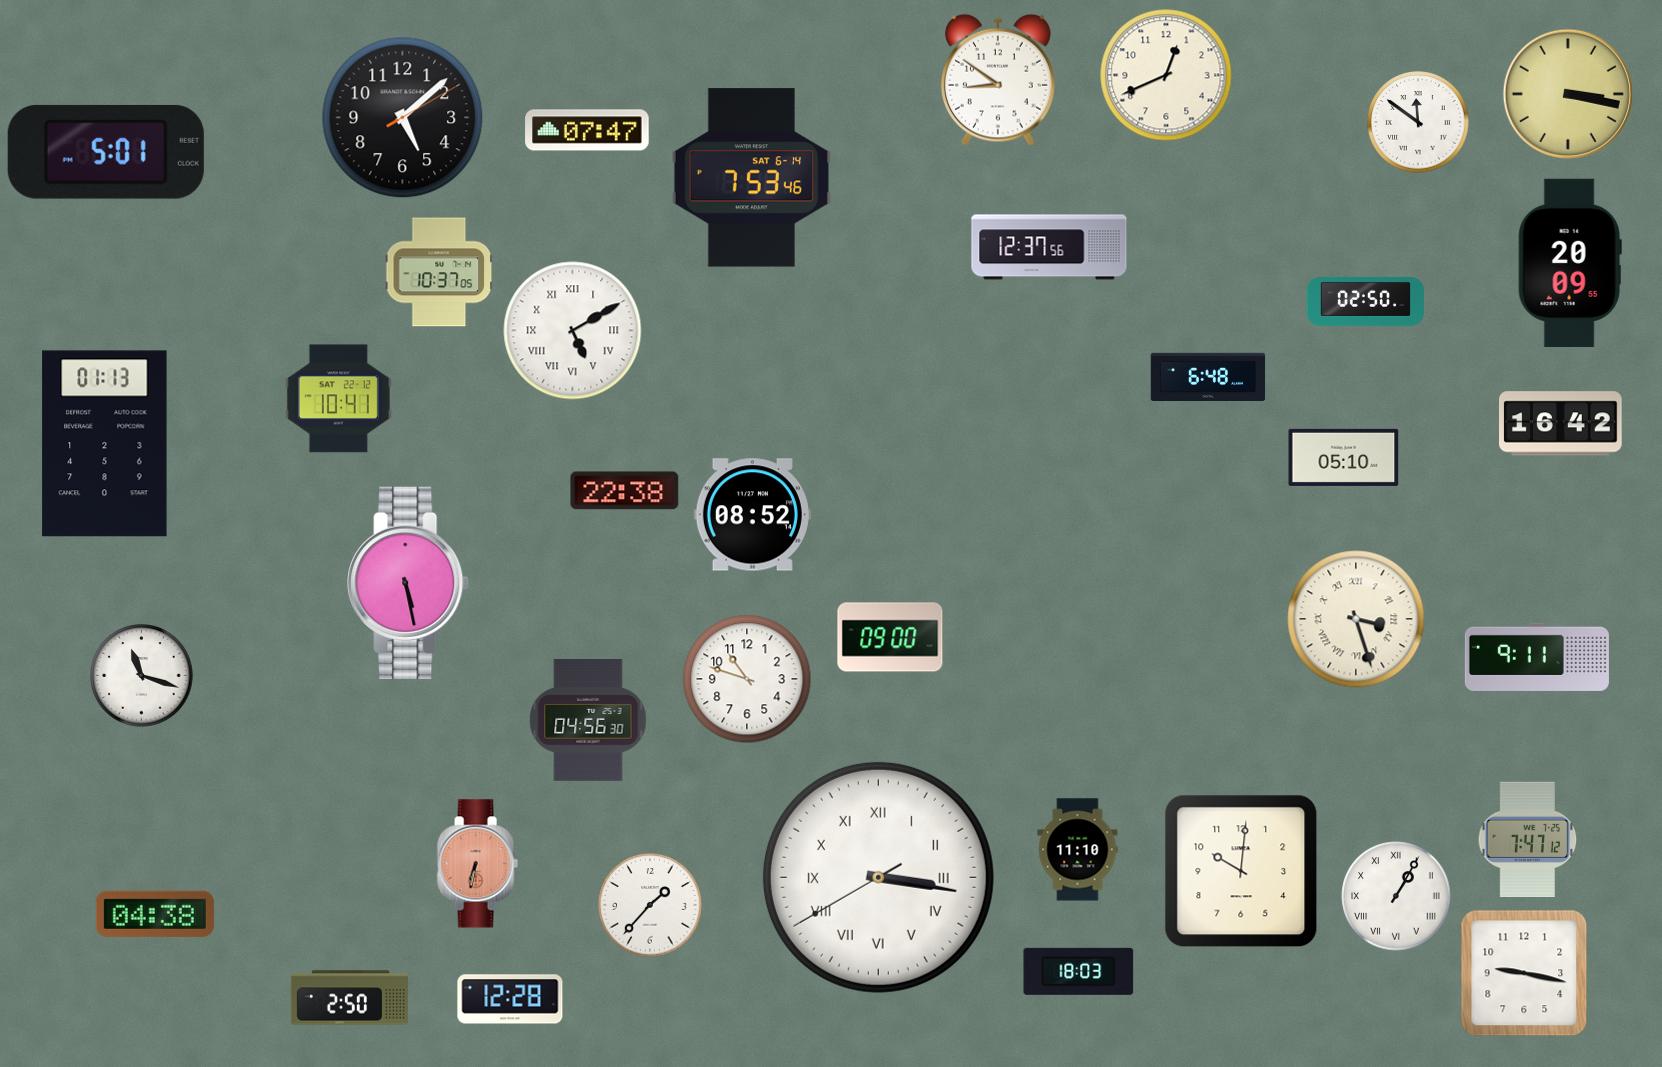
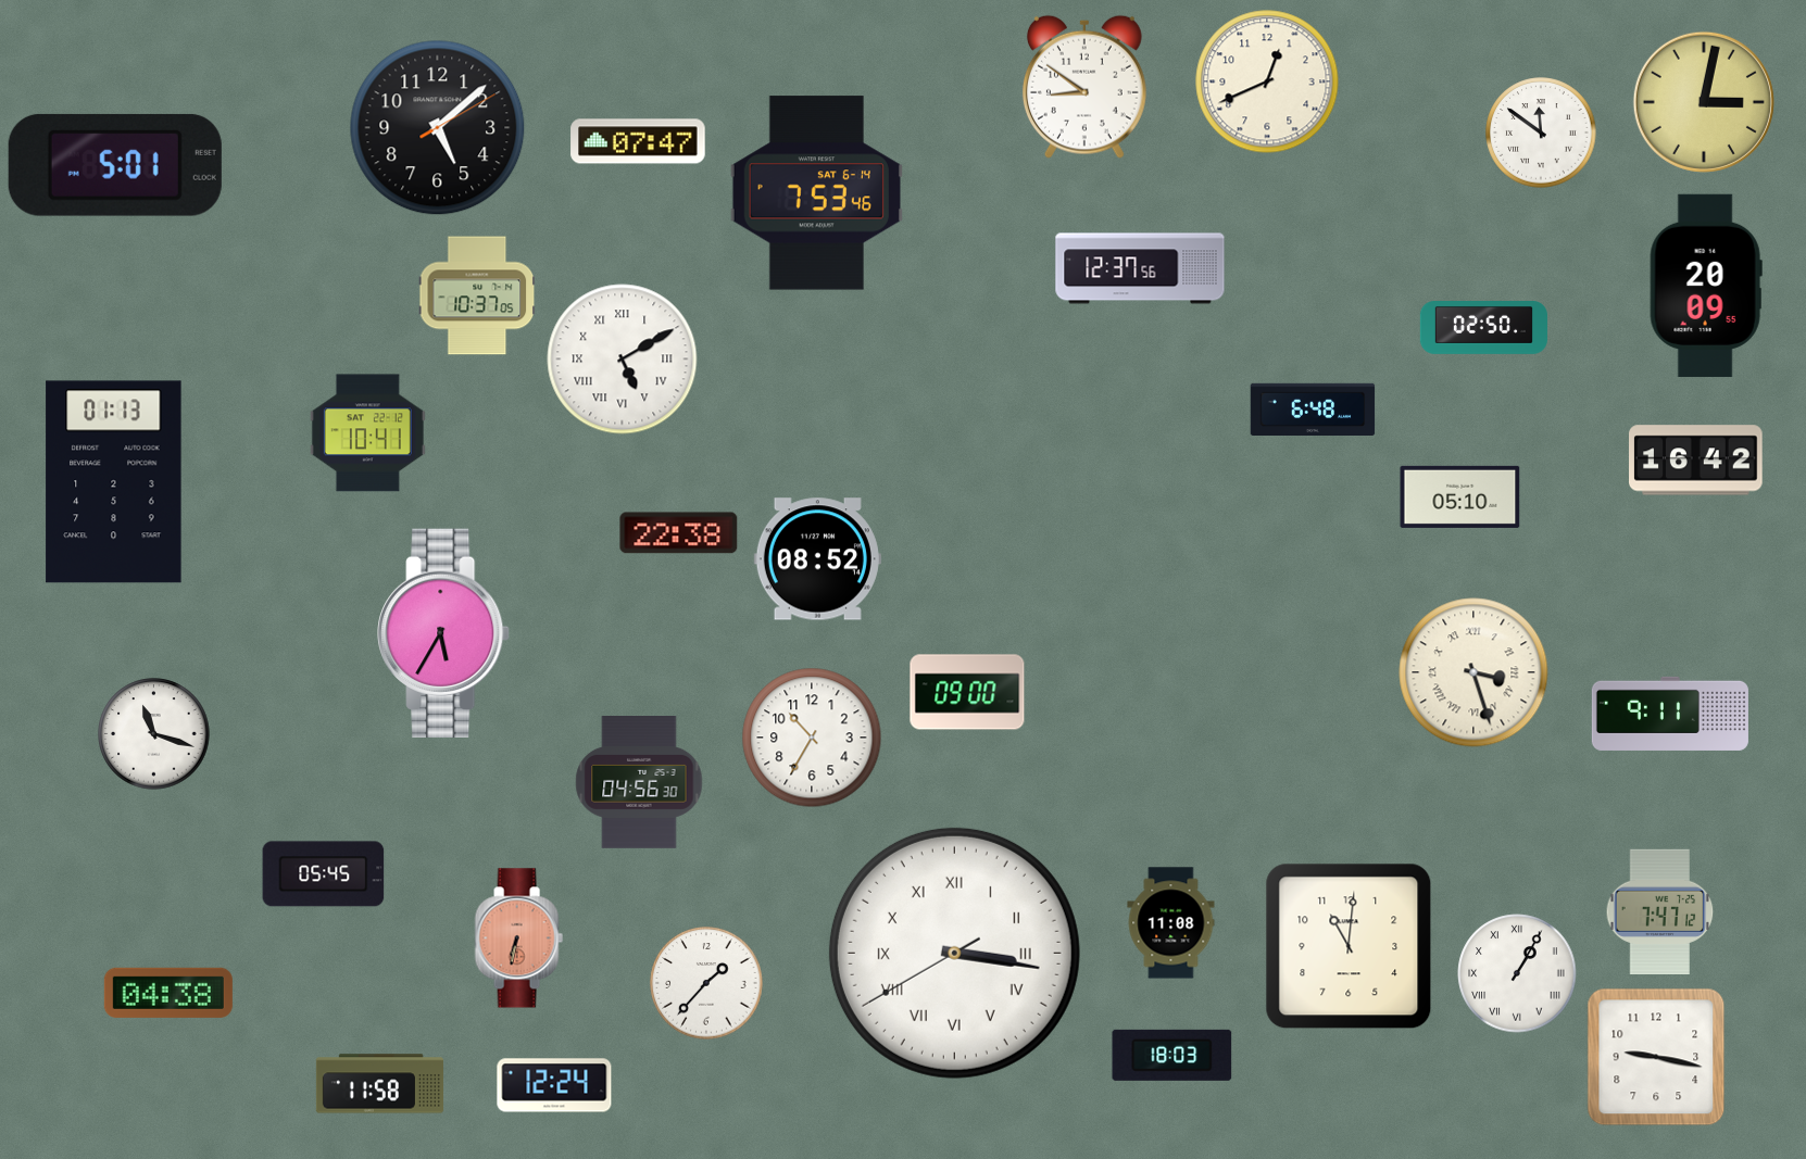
clock at (1568, 94): 3:17 -> 3:02
clock at (408, 582): 5:28 -> 5:35
clock at (747, 679): 10:48 -> 10:35
clock at (324, 874): none -> 05:45
clock at (1078, 850): 11:10 -> 11:08
clock at (1241, 871): 10:01 -> 11:01
clock at (349, 998): 2:50 -> 11:58
clock at (510, 999): 12:28 -> 12:24
